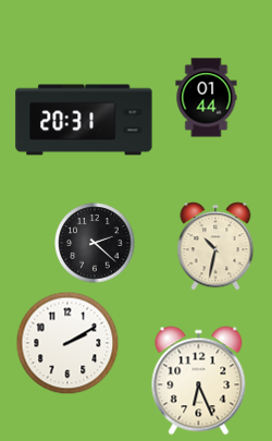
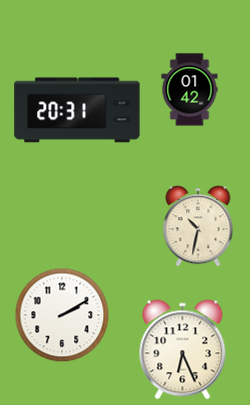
clock at (207, 98): 01:44 -> 01:42
clock at (95, 243): 2:22 -> none
